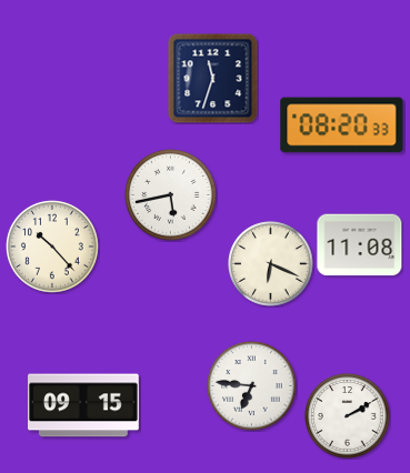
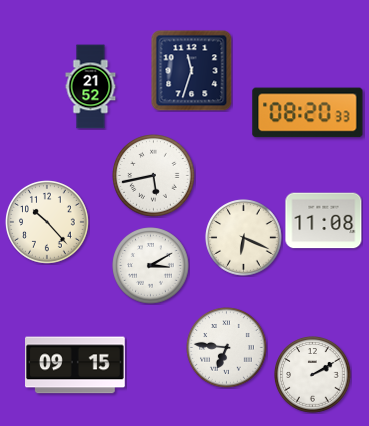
clock at (91, 87): none -> 21:52
clock at (151, 266): none -> 3:10
